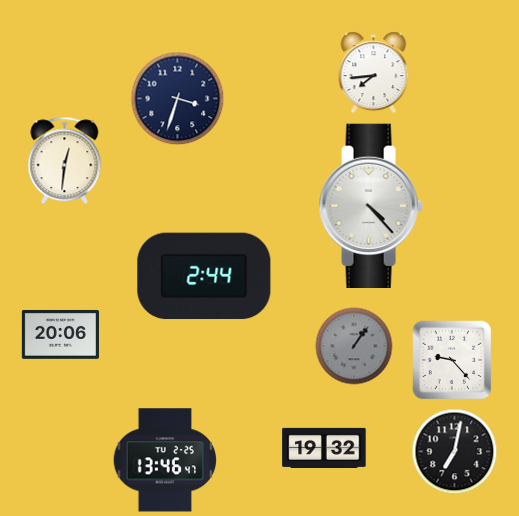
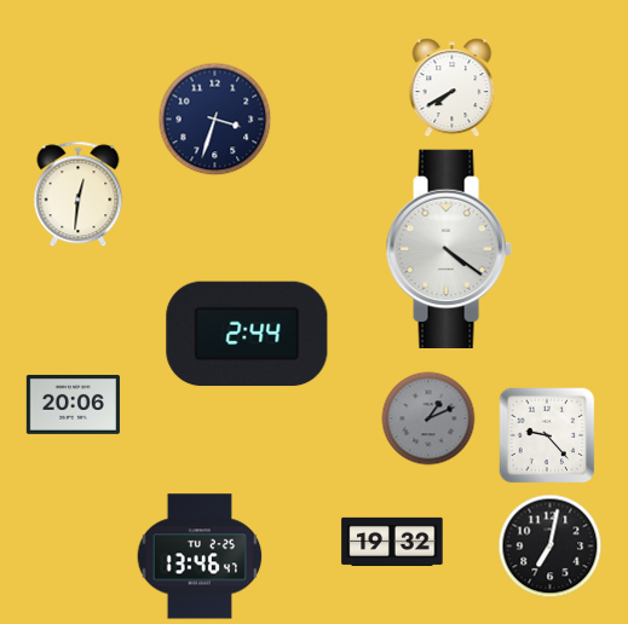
clock at (374, 73): 7:44 -> 7:40
clock at (371, 205): 4:23 -> 4:21
clock at (354, 346): 1:06 -> 1:11
